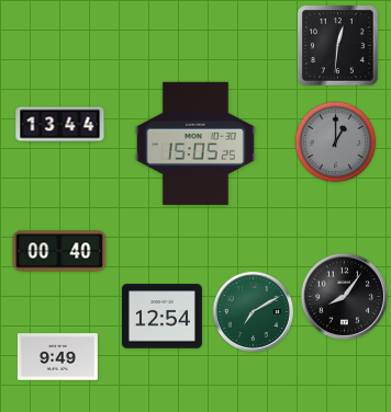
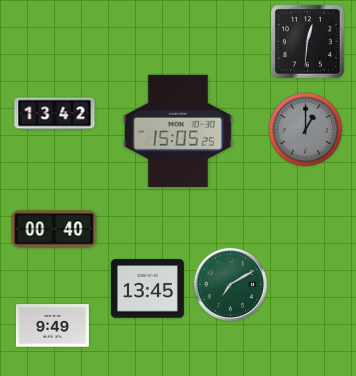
clock at (60, 125): 13:44 -> 13:42
clock at (344, 296): 8:06 -> none
clock at (161, 317): 12:54 -> 13:45
